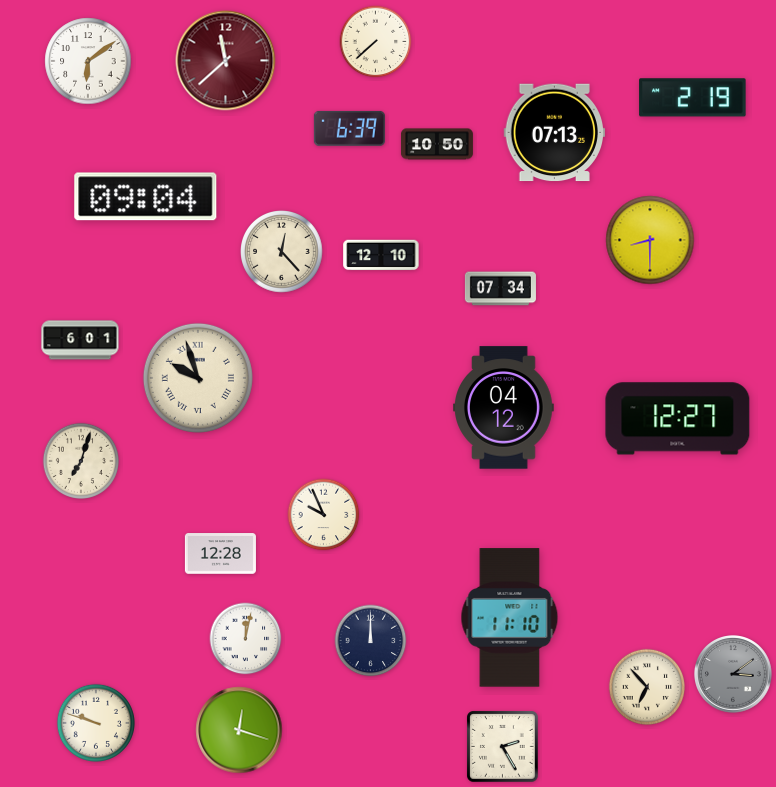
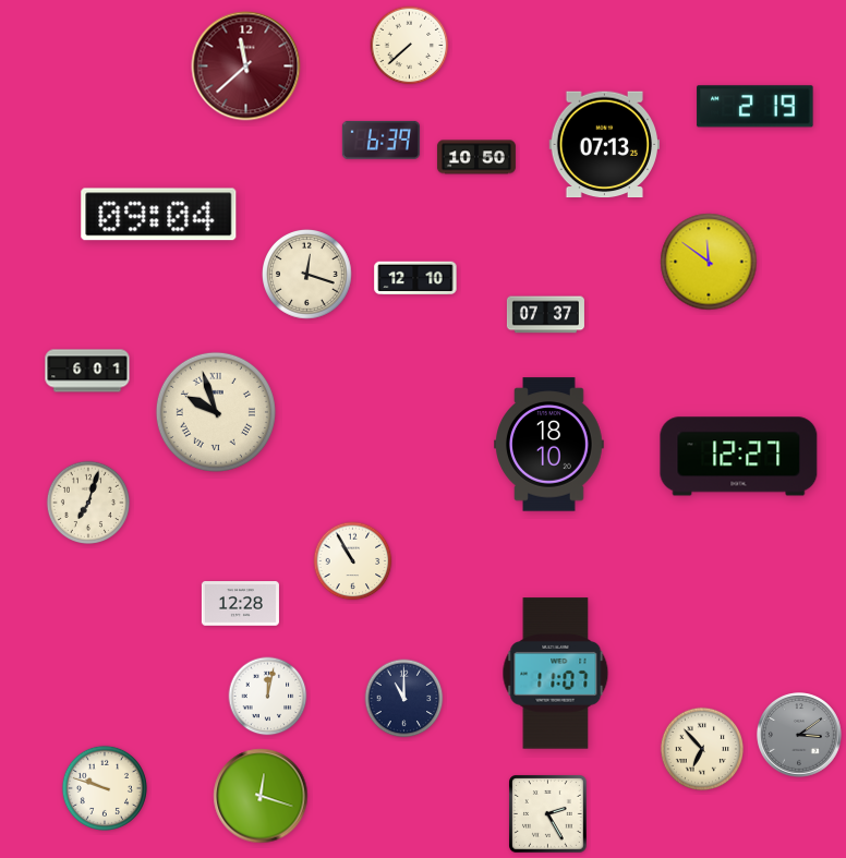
clock at (88, 61): 6:09 -> none
clock at (650, 240): 8:30 -> 11:51
clock at (282, 252): 12:23 -> 12:18
clock at (500, 289): 07:34 -> 07:37
clock at (504, 408): 04:12 -> 18:10
clock at (324, 515): 9:56 -> 10:55
clock at (510, 618): 11:10 -> 11:07
clock at (371, 641): 12:00 -> 11:00
clock at (646, 686) position: (646, 686) -> (701, 748)
